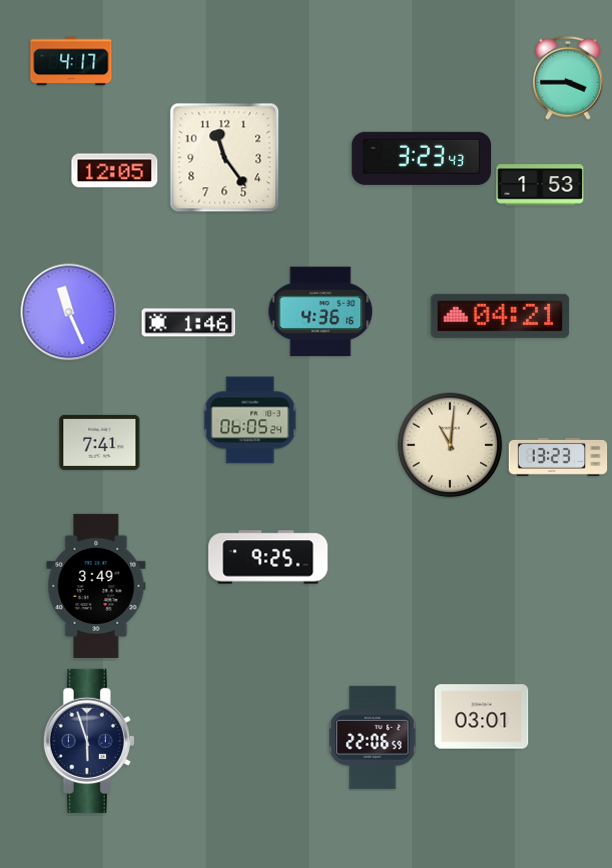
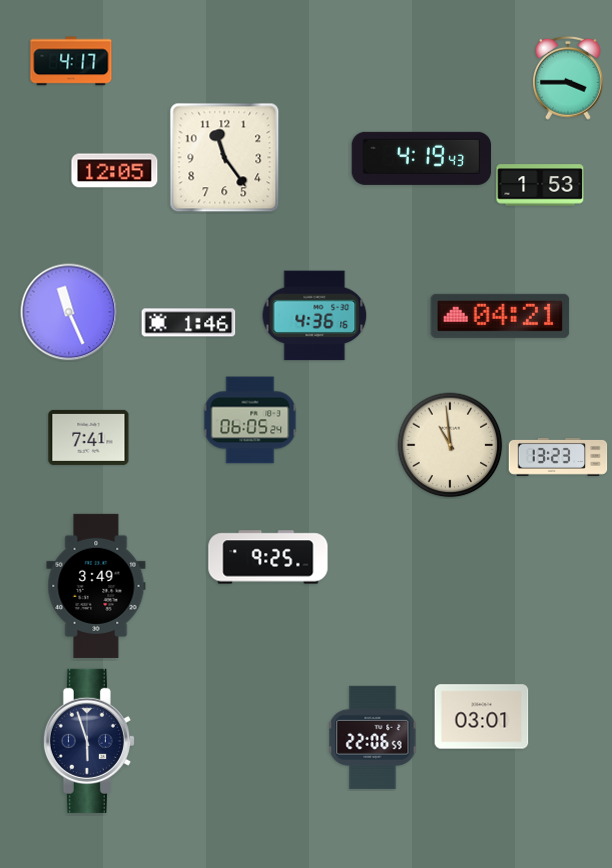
clock at (422, 158): 3:23 -> 4:19
clock at (321, 312) position: (321, 312) -> (315, 316)
clock at (100, 442) position: (100, 442) -> (89, 437)
clock at (450, 445): 11:01 -> 10:59
